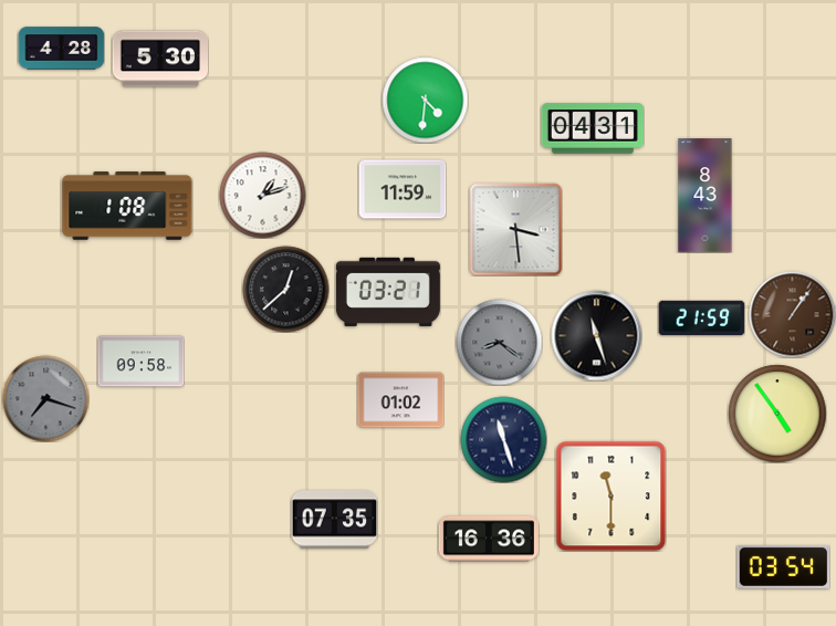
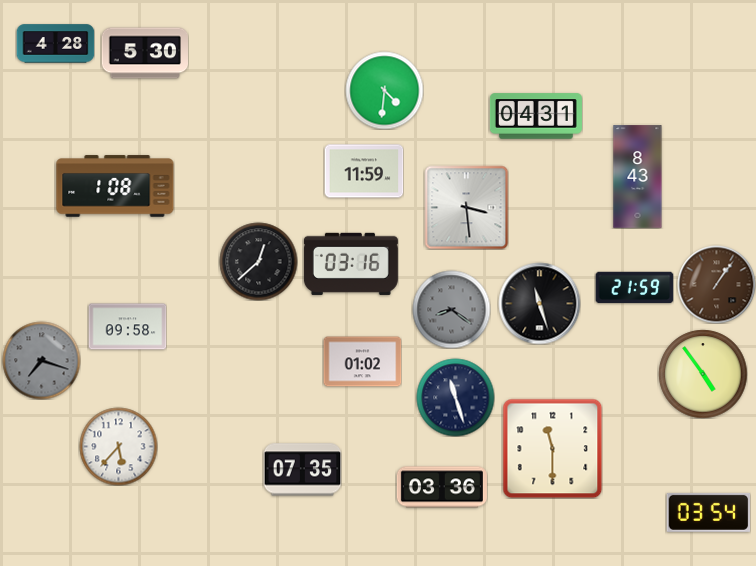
clock at (262, 195): 1:12 -> none
clock at (388, 292): 03:21 -> 03:16
clock at (118, 446): none -> 5:37
clock at (489, 539): 16:36 -> 03:36
